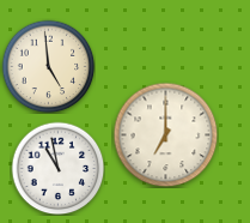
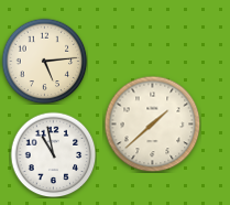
clock at (48, 66): 4:59 -> 5:14
clock at (165, 134): 7:00 -> 1:38
